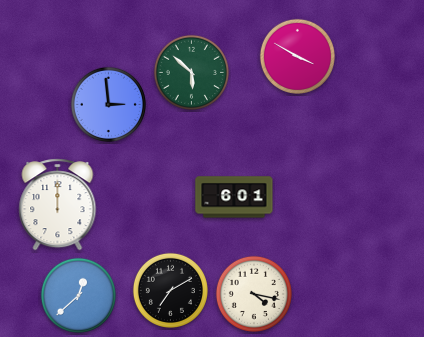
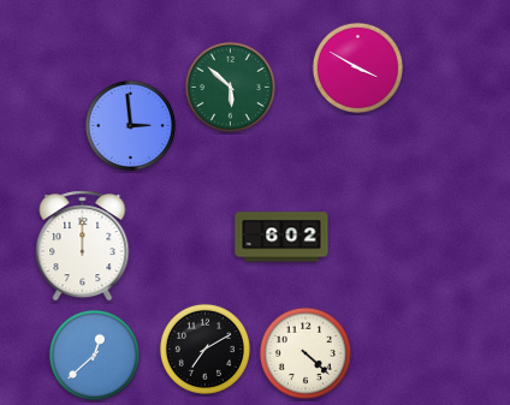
clock at (234, 197): 6:01 -> 6:02
clock at (58, 205) position: (58, 205) -> (83, 246)
clock at (254, 294): 4:17 -> 4:22
